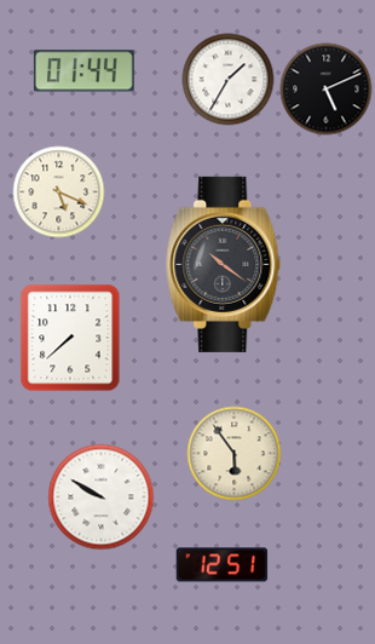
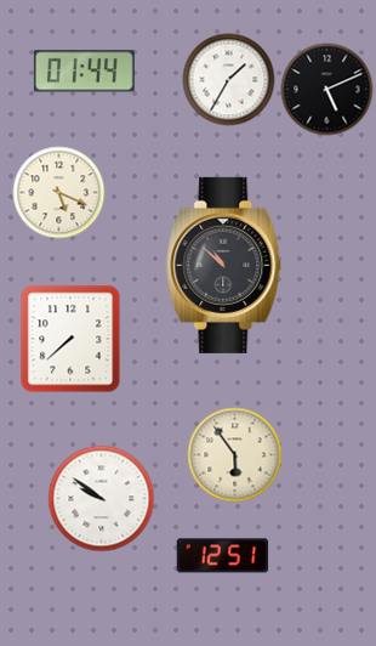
clock at (224, 264): 10:21 -> 10:52
clock at (102, 498): 9:50 -> 9:51
clock at (223, 565) position: (223, 565) -> (223, 556)
